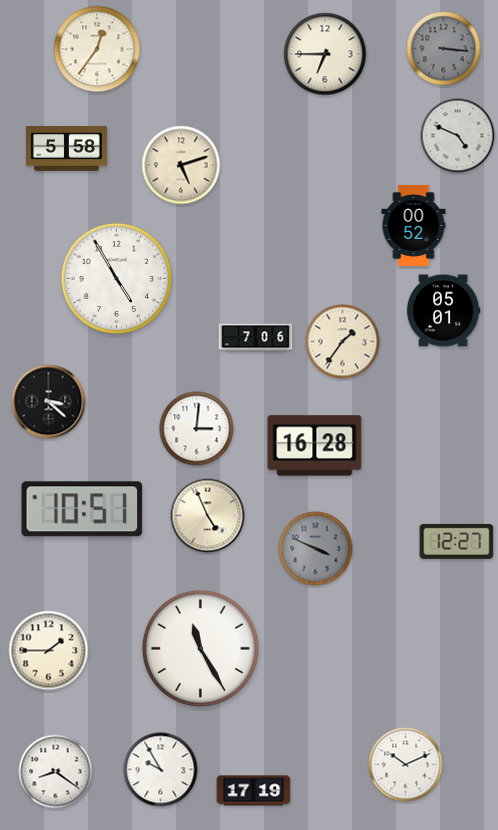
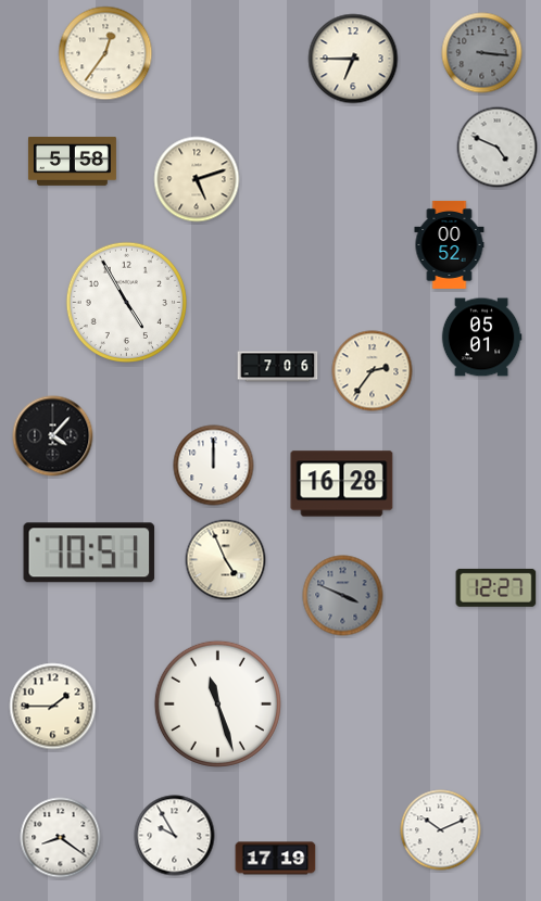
clock at (343, 342): 1:36 -> 2:36
clock at (49, 402): 3:22 -> 4:07
clock at (197, 429): 3:01 -> 12:00
clock at (200, 648): 11:25 -> 11:27
